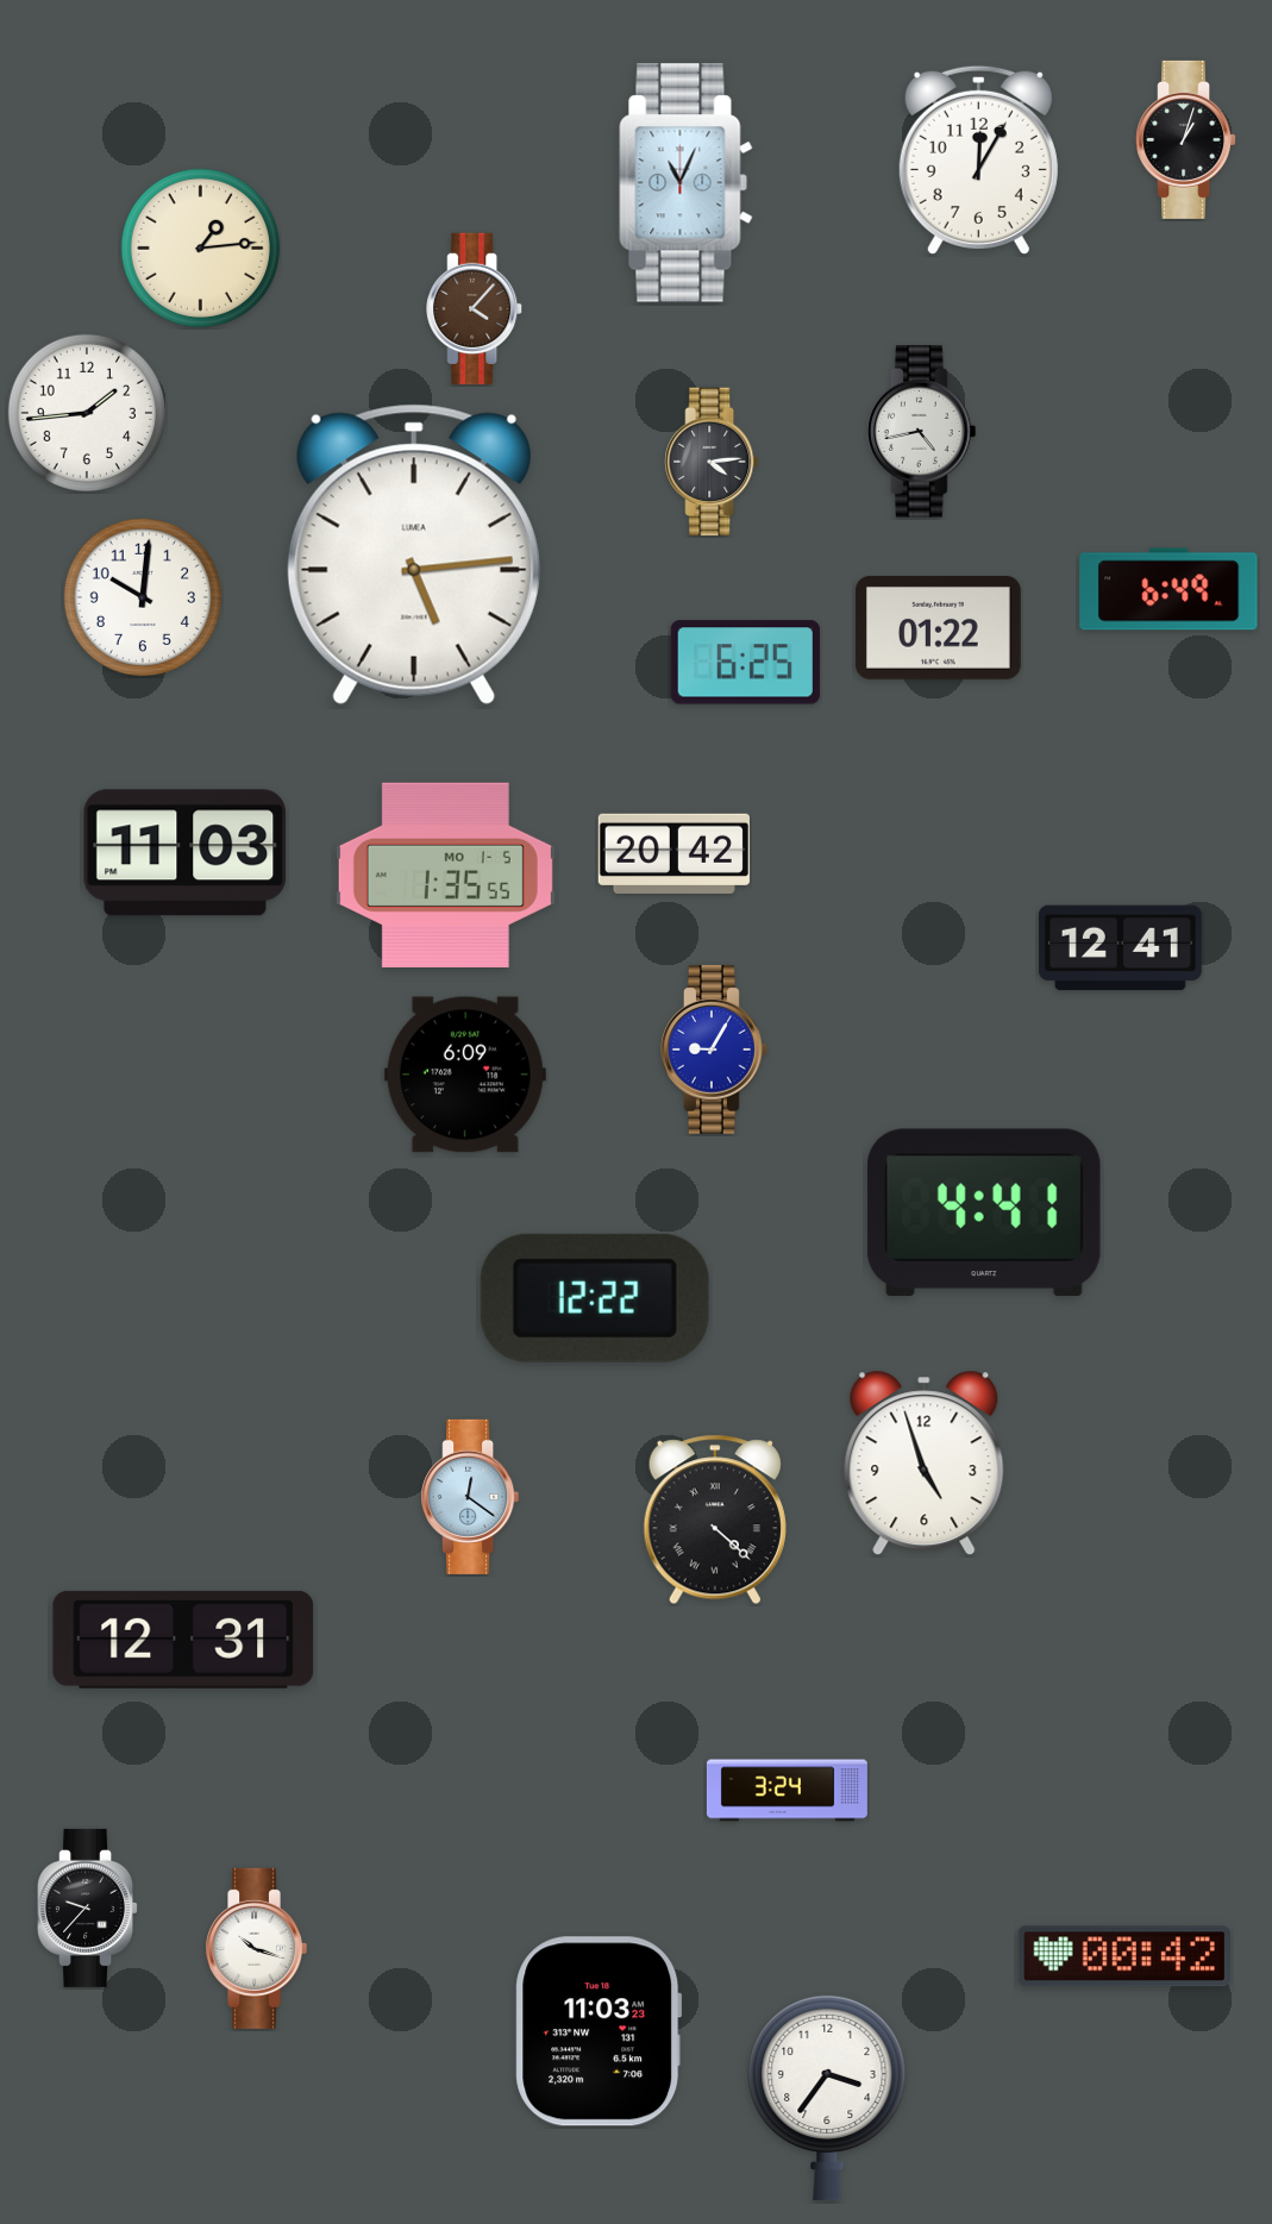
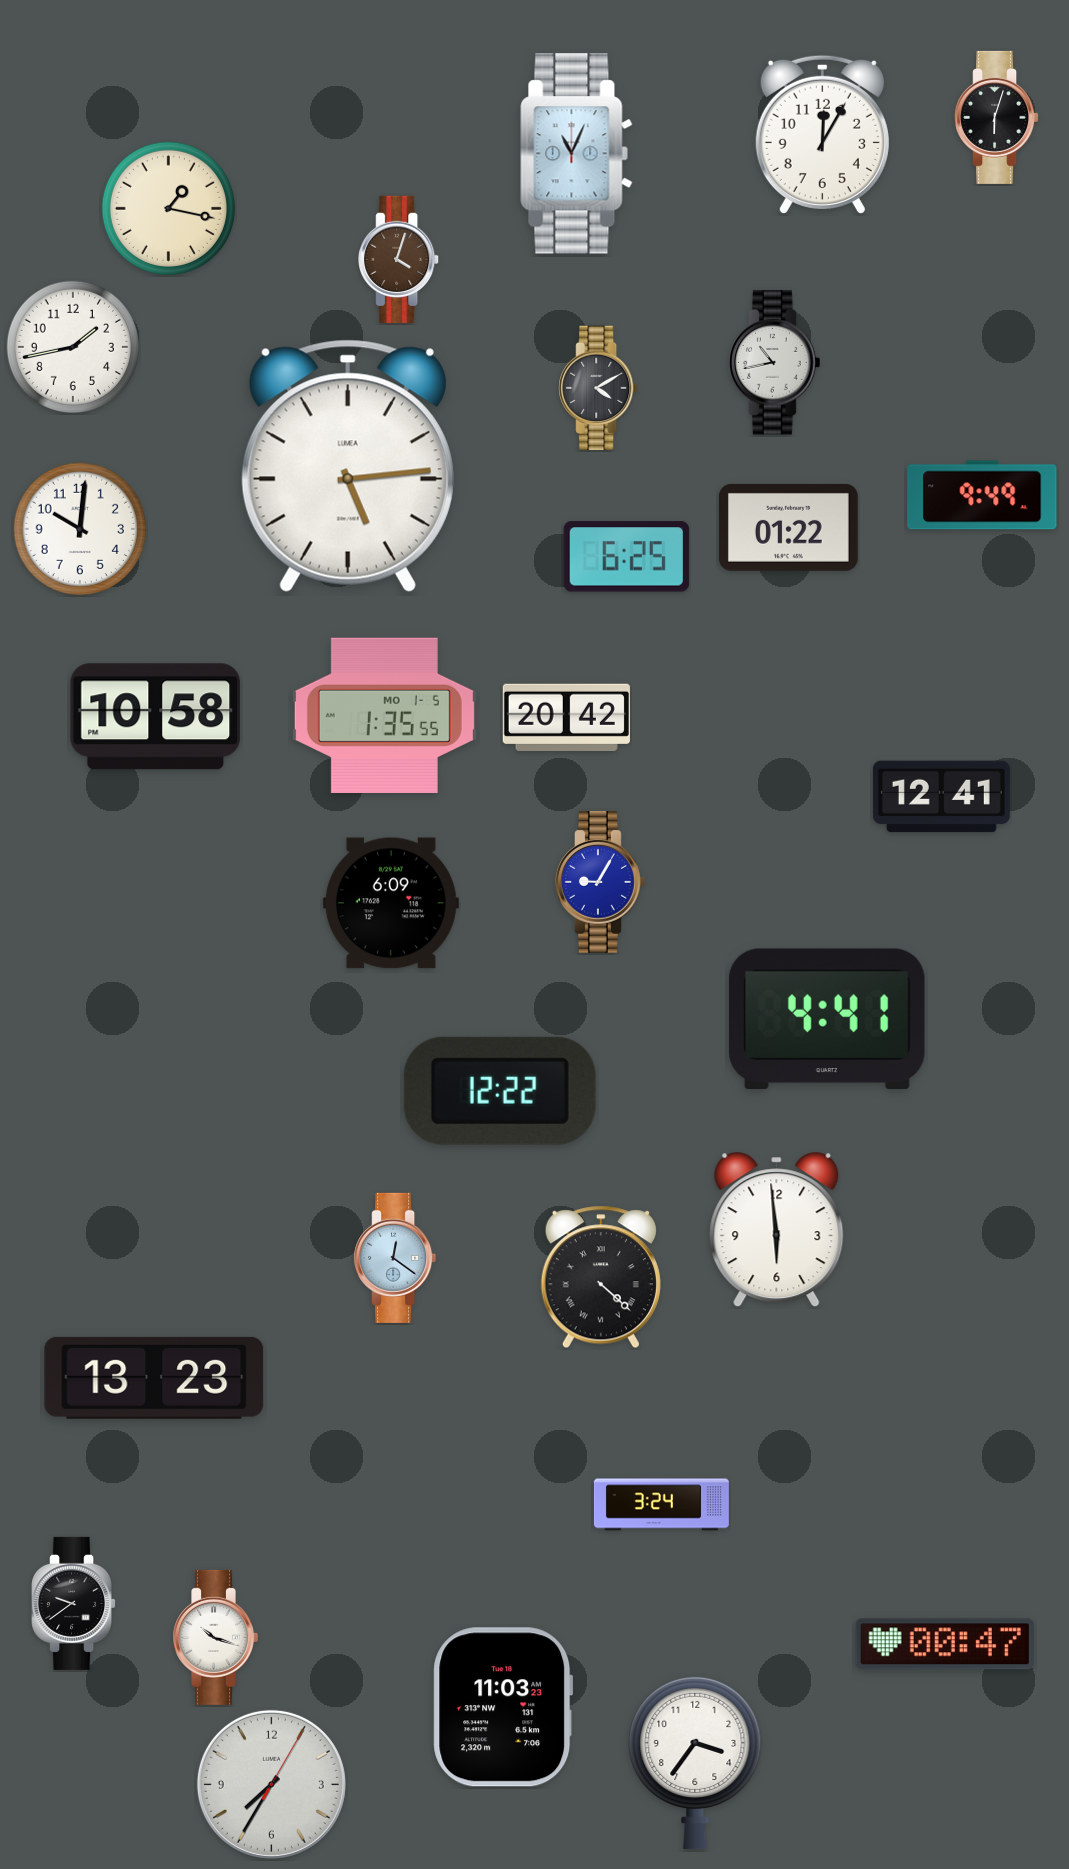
clock at (1186, 139): 1:03 -> 6:03
clock at (200, 248): 1:14 -> 1:17
clock at (475, 308): 4:07 -> 4:03
clock at (87, 413): 1:44 -> 1:43
clock at (922, 432): 4:43 -> 10:43
clock at (712, 462): 4:14 -> 4:10
clock at (1168, 589): 6:49 -> 9:49
clock at (143, 597) position: (143, 597) -> (80, 529)
clock at (186, 853): 11:03 -> 10:58
clock at (445, 875) position: (445, 875) -> (384, 715)
clock at (925, 1464): 4:57 -> 5:59
clock at (183, 1640): 12:31 -> 13:23
clock at (88, 1907): 9:37 -> 9:39
clock at (1124, 1956): 00:42 -> 00:47
clock at (271, 1784): none -> 7:35
